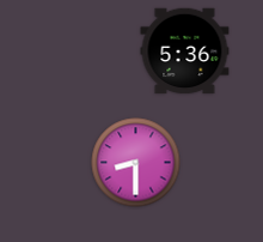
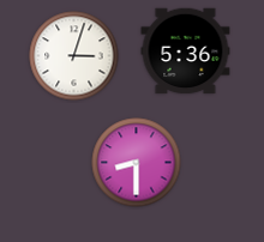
clock at (74, 56): none -> 3:03
